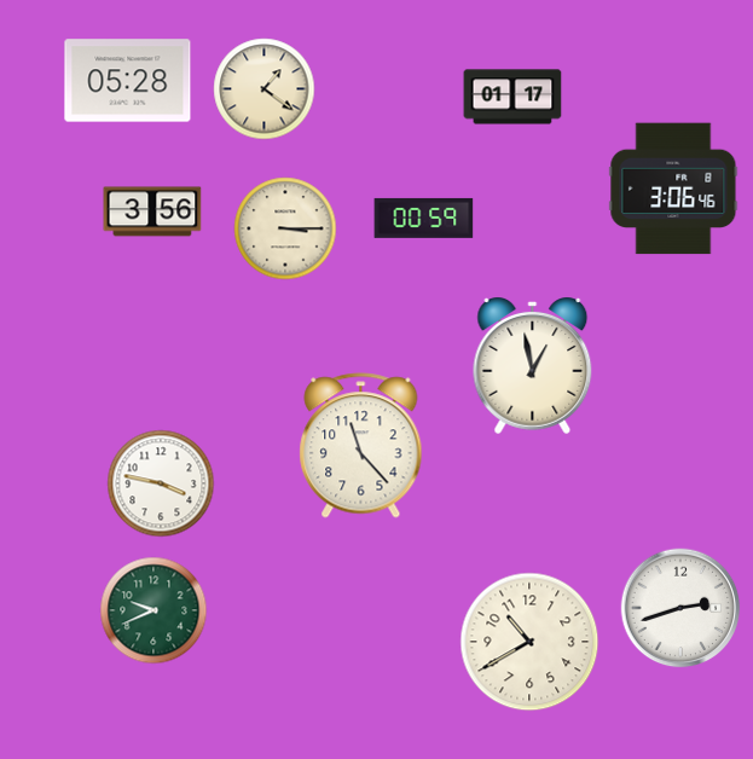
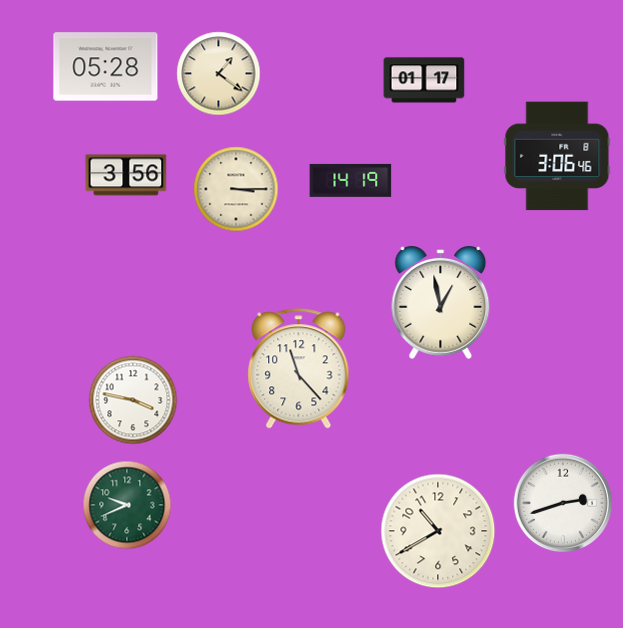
clock at (424, 218): 00:59 -> 14:19
